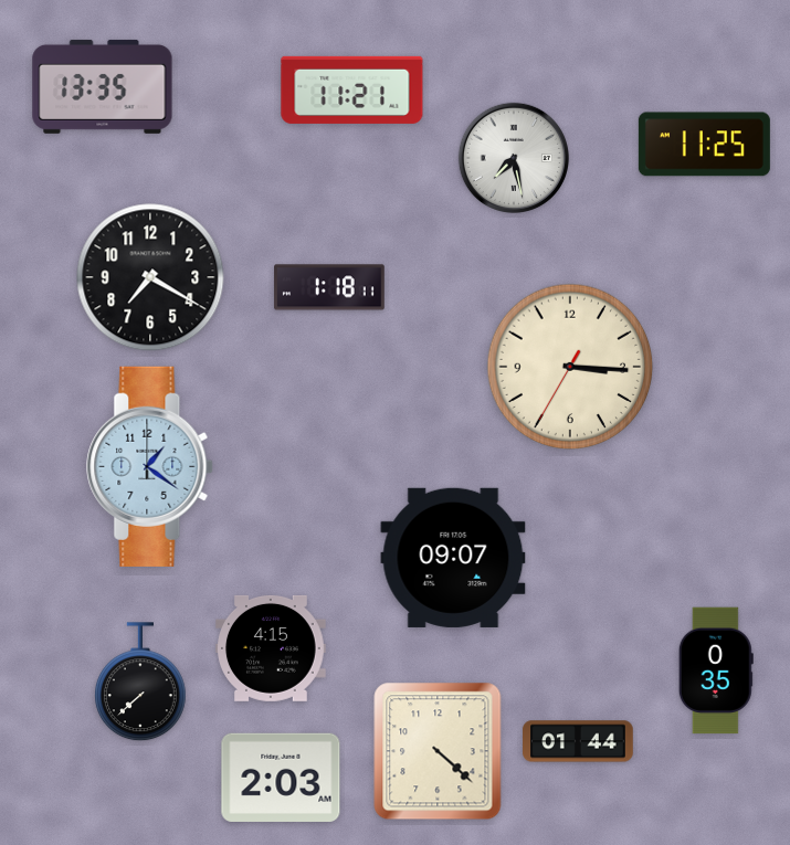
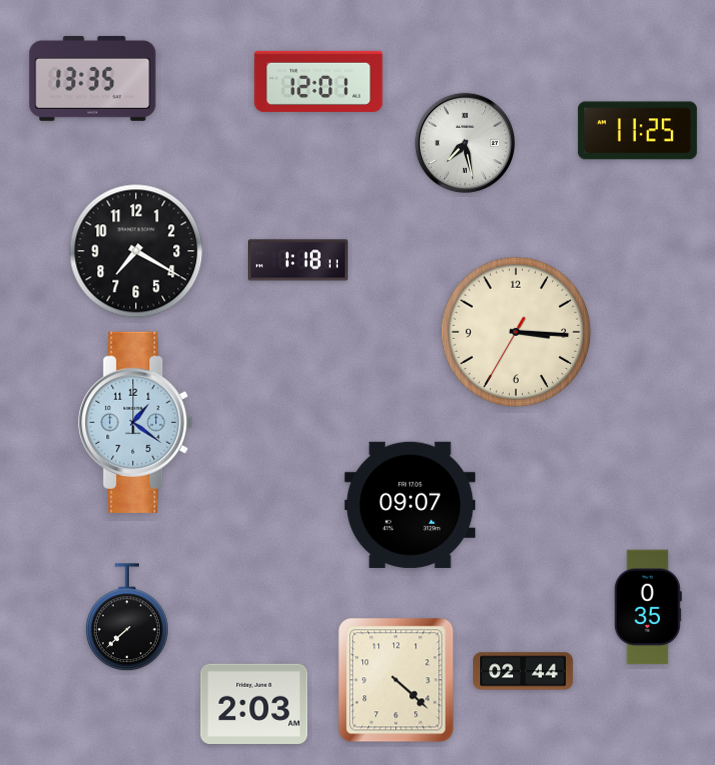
clock at (352, 89): 11:21 -> 12:01
clock at (272, 648): 4:15 -> none
clock at (578, 741): 01:44 -> 02:44
